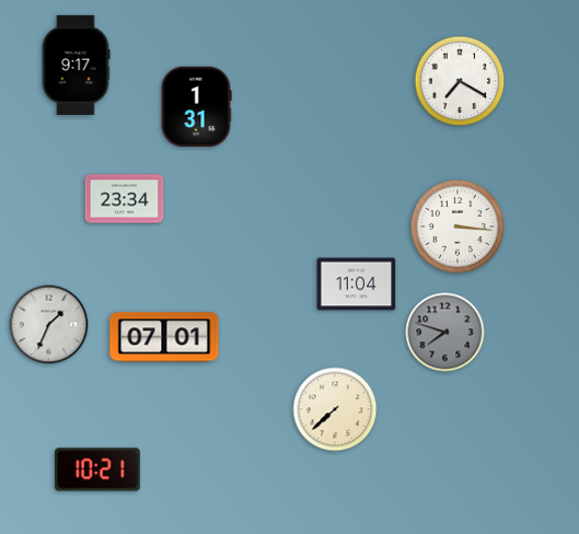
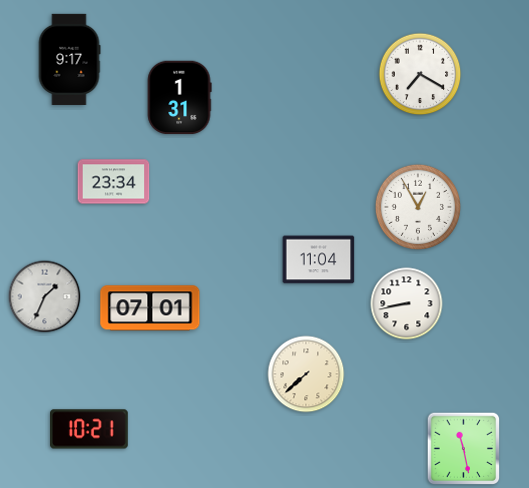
clock at (456, 225): 3:16 -> 12:55
clock at (357, 285) position: (357, 285) -> (319, 260)
clock at (445, 333): 7:48 -> 8:43
clock at (445, 333) dial: grey -> white
clock at (464, 449): none -> 11:28
